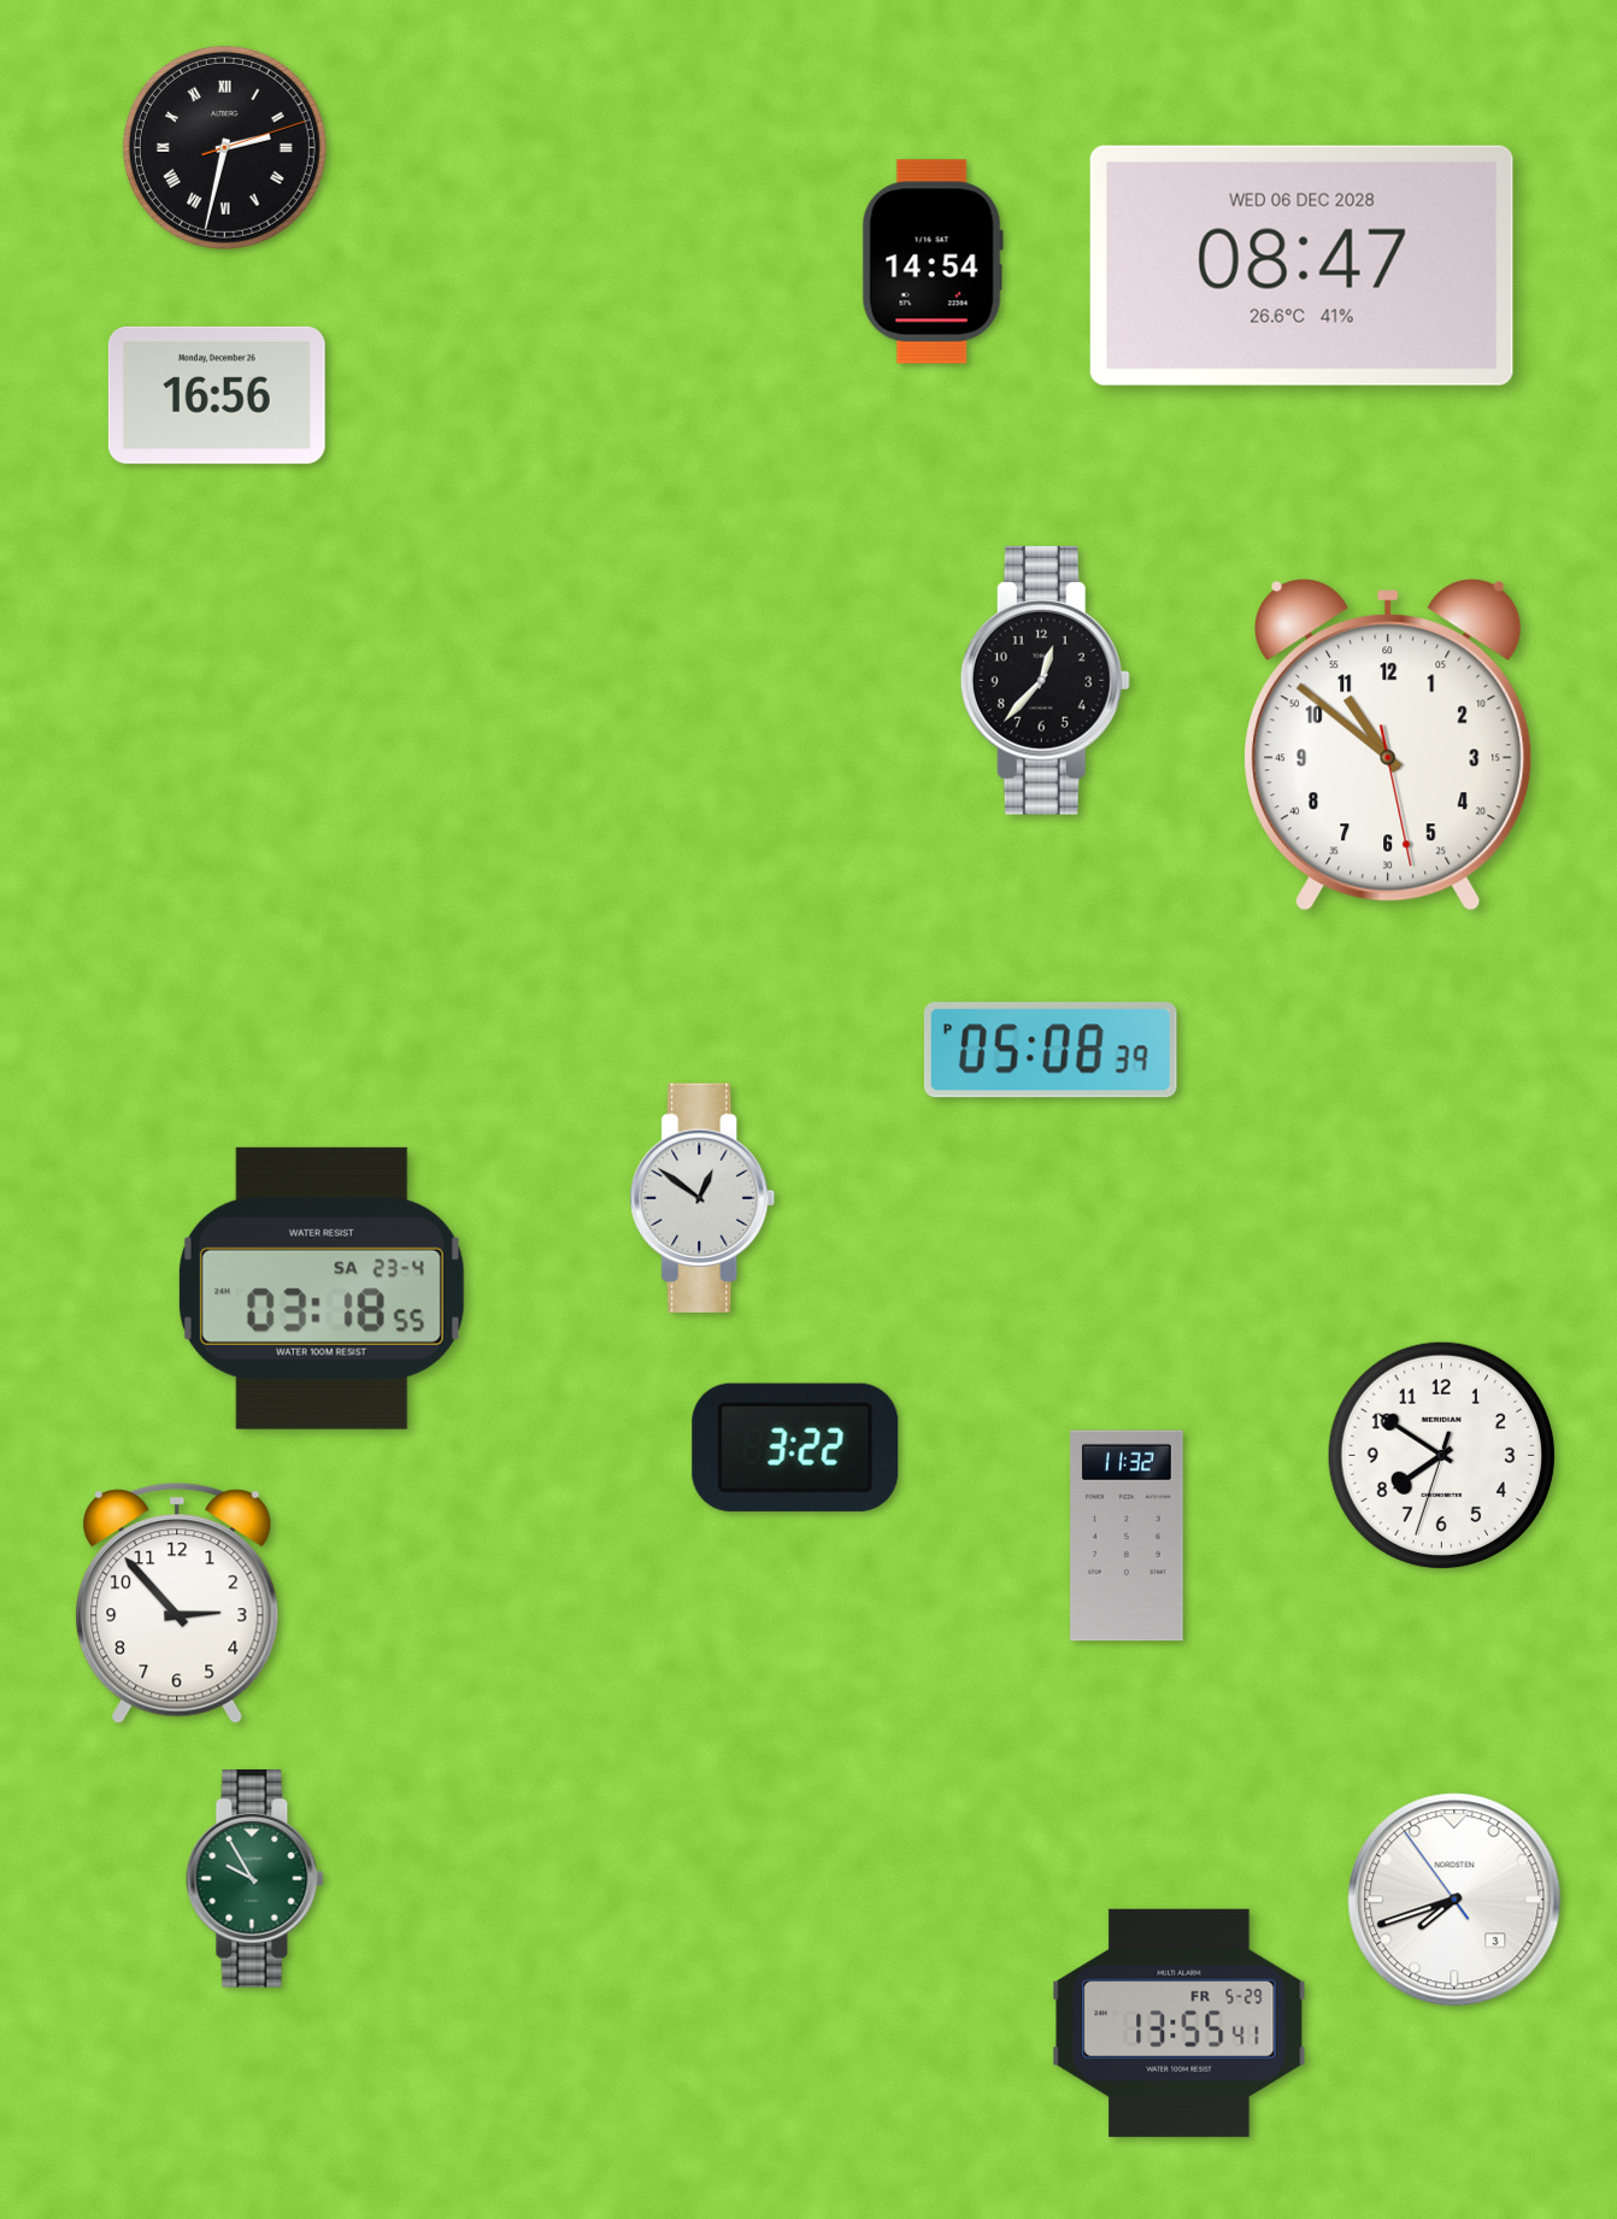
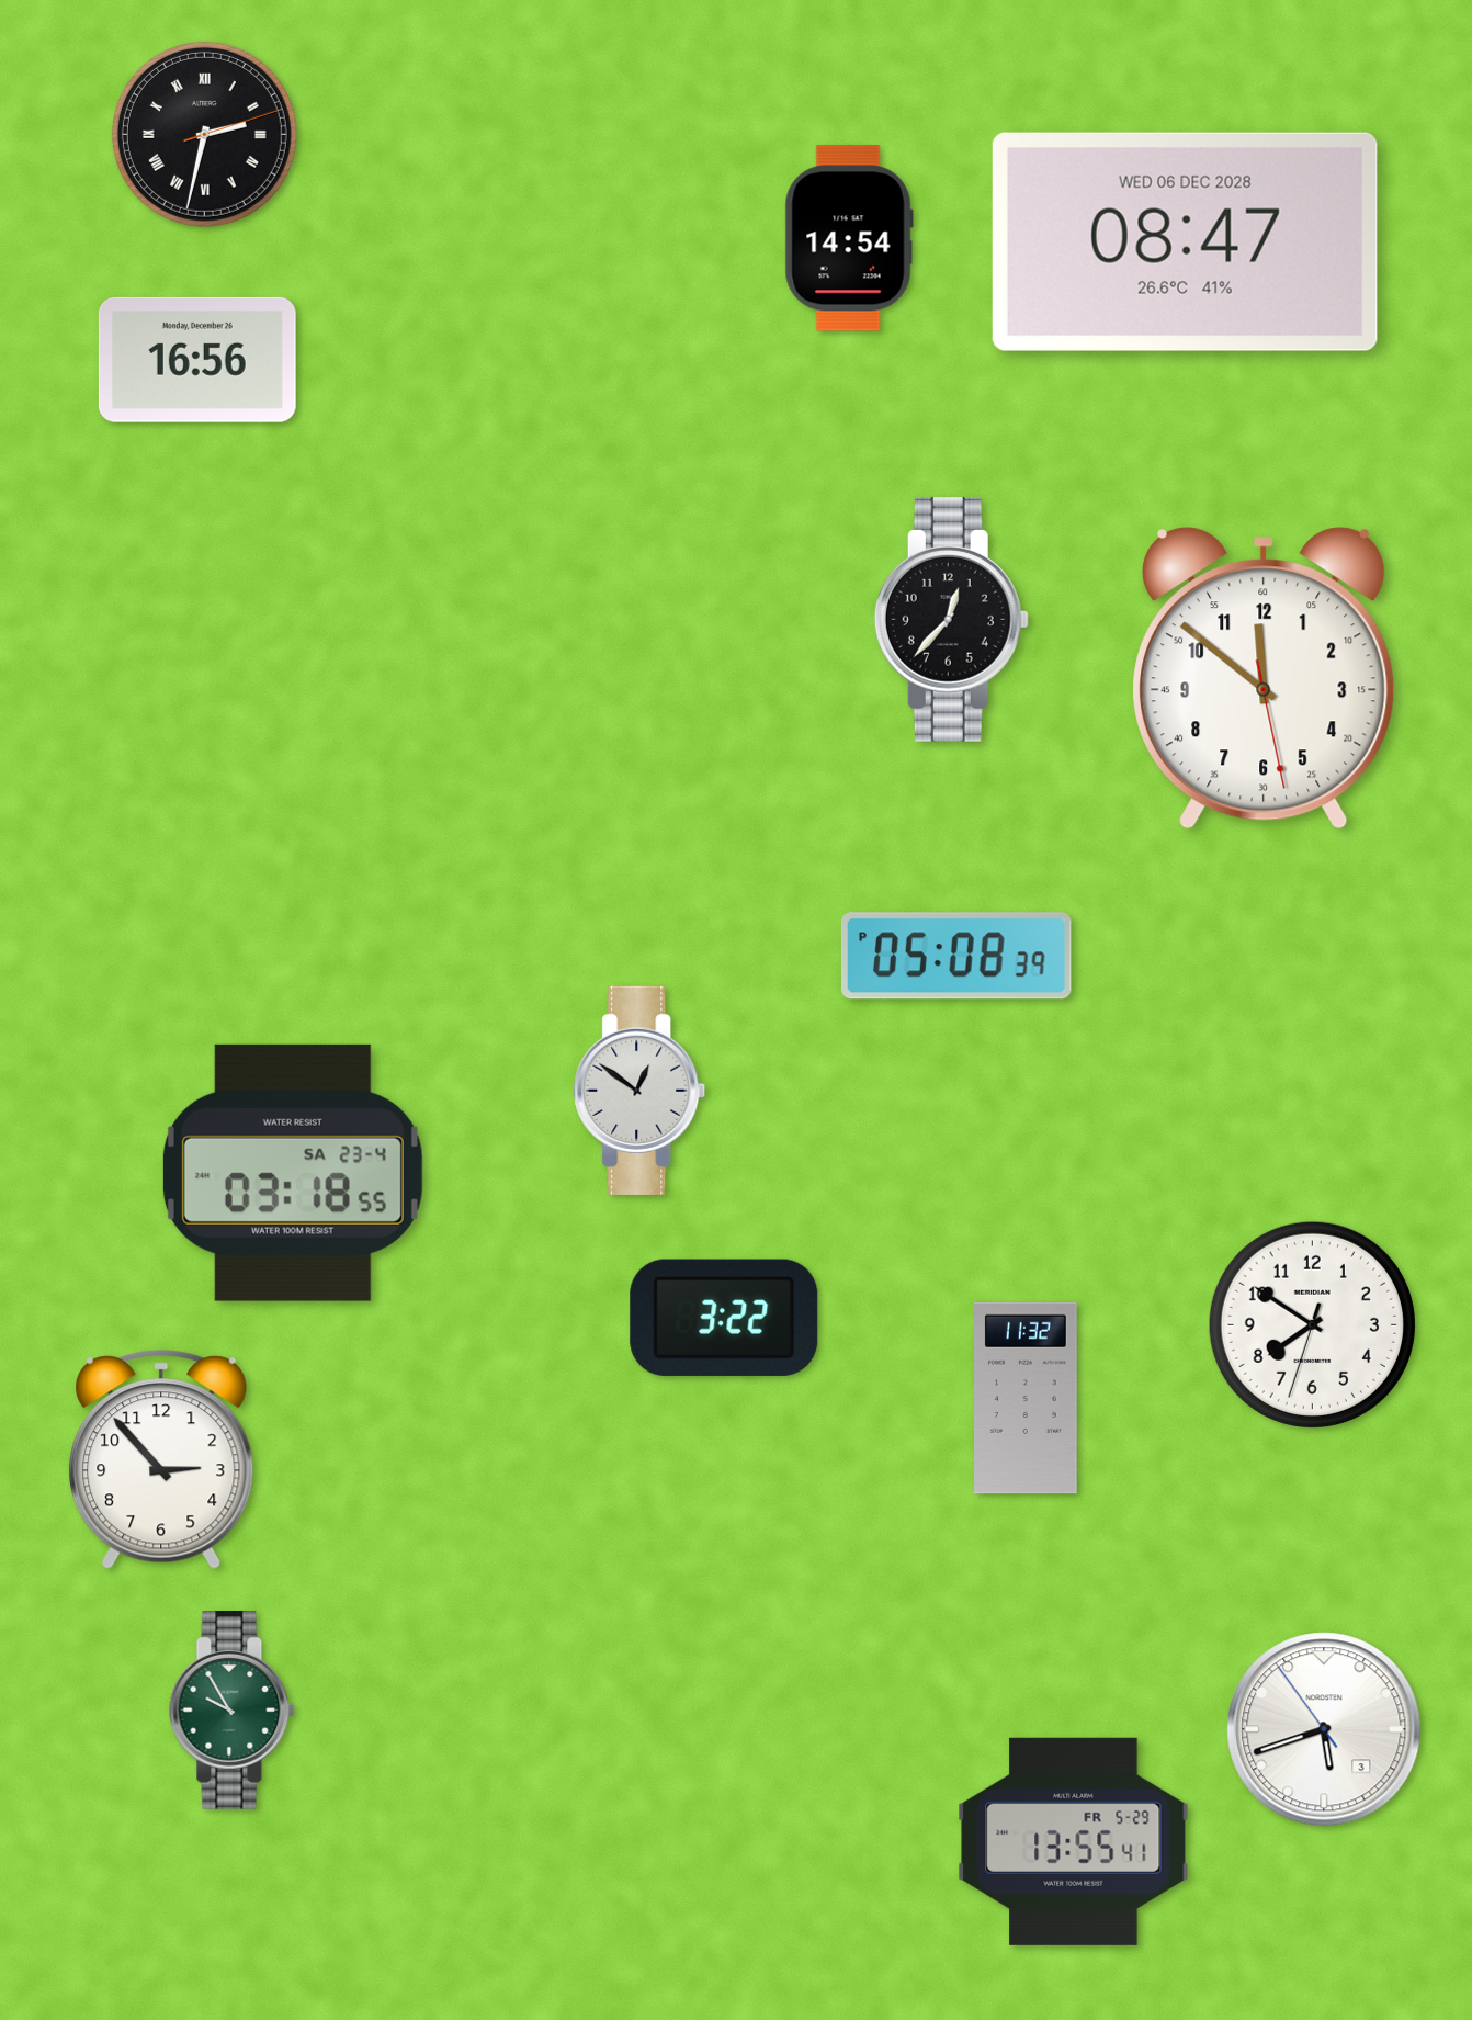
clock at (1388, 745): 10:51 -> 11:51
clock at (1454, 1900): 7:41 -> 5:41
